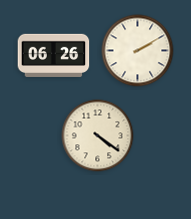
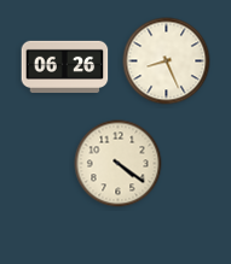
clock at (138, 51): 2:10 -> 8:26
